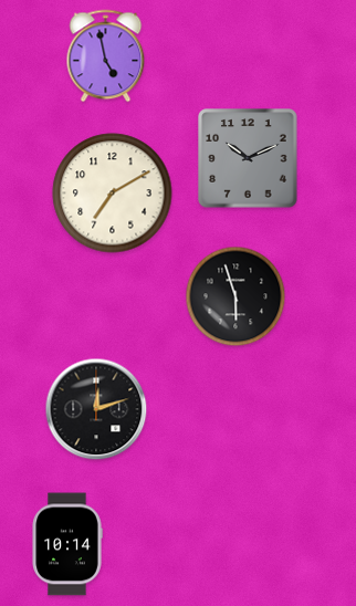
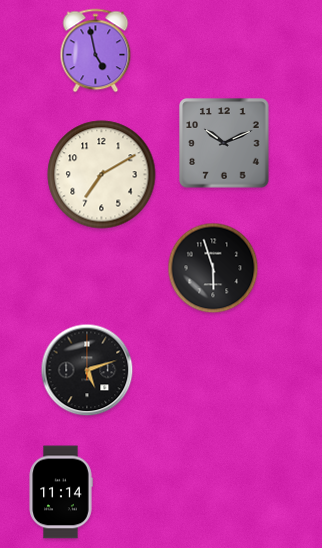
clock at (96, 409): 12:12 -> 5:12
clock at (67, 544): 10:14 -> 11:14
